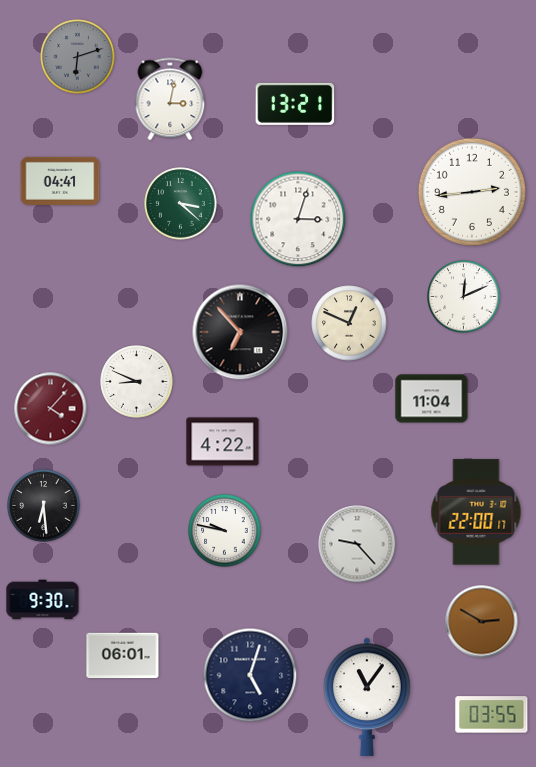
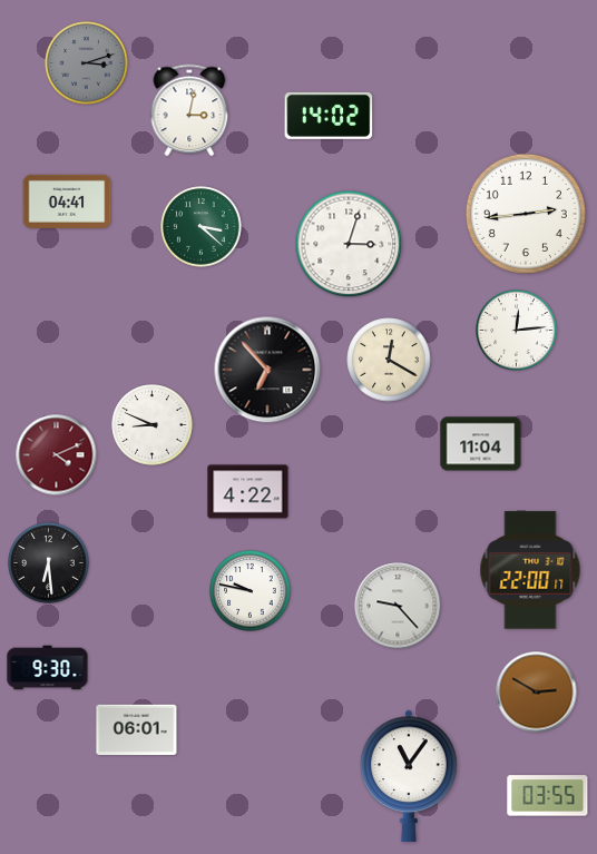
clock at (78, 57): 6:12 -> 3:12
clock at (295, 104): 13:21 -> 14:02
clock at (298, 219) position: (298, 219) -> (349, 244)
clock at (464, 297): 12:11 -> 12:14
clock at (349, 323): 12:49 -> 12:20
clock at (51, 409): 4:07 -> 4:11
clock at (250, 675): 5:03 -> none
